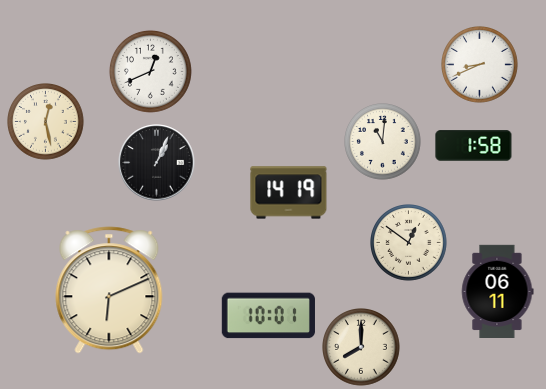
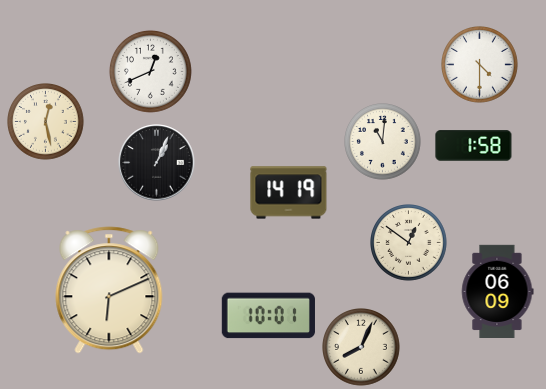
clock at (480, 65): 8:41 -> 4:30
clock at (497, 291): 06:11 -> 06:09
clock at (362, 348): 8:00 -> 8:04
